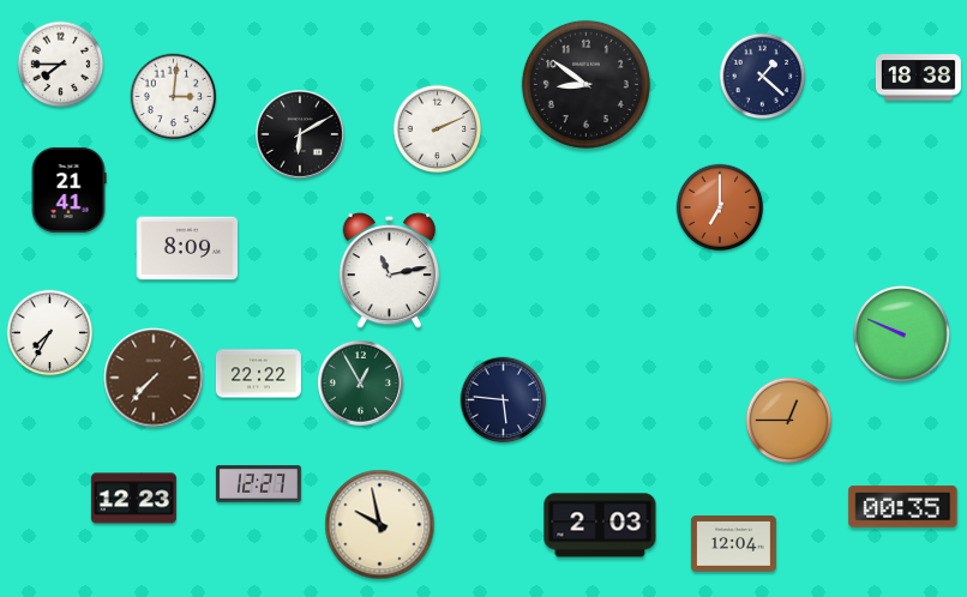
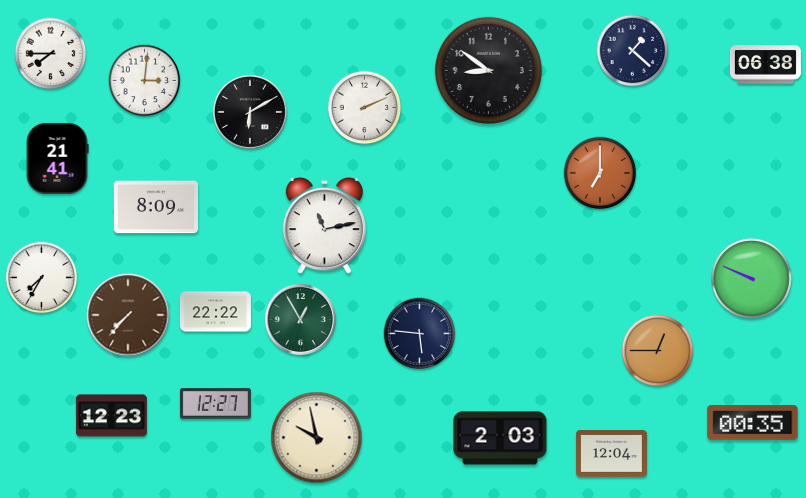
clock at (763, 77) position: (763, 77) -> (633, 51)
clock at (918, 78): 18:38 -> 06:38
